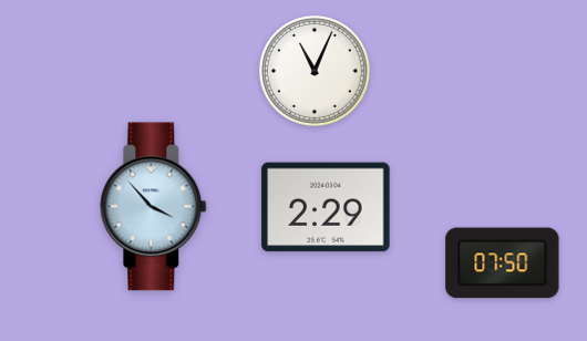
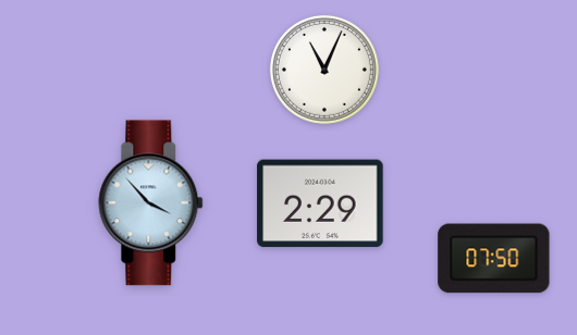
clock at (315, 71) position: (315, 71) -> (324, 70)
